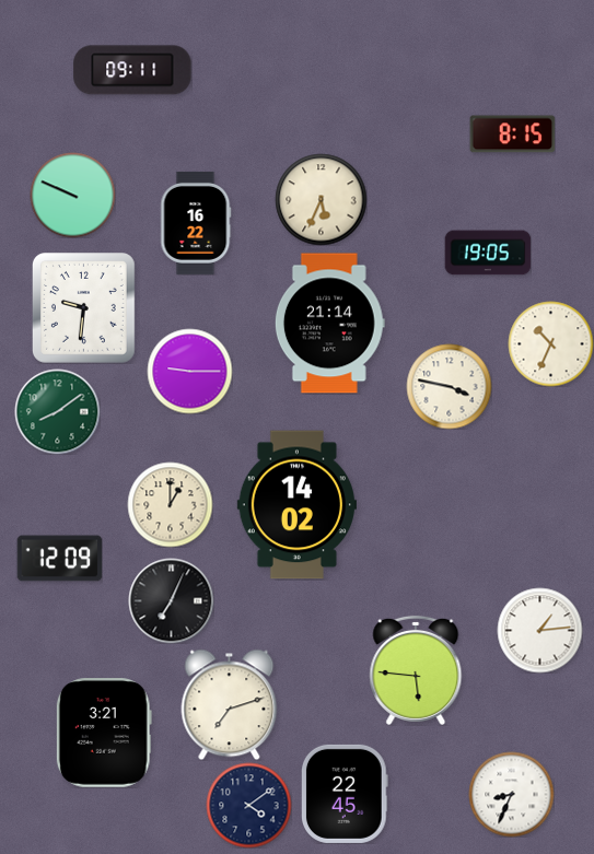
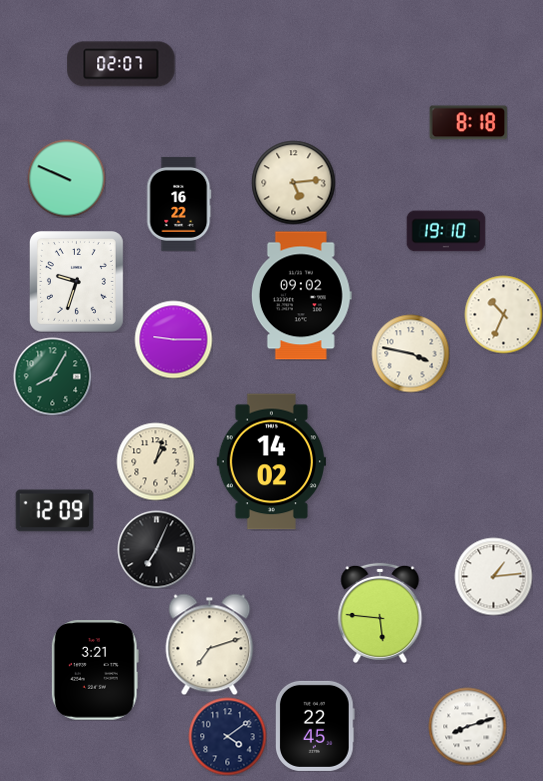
clock at (132, 70): 09:11 -> 02:07
clock at (512, 134): 8:15 -> 8:18
clock at (321, 199): 5:34 -> 5:14
clock at (488, 253): 19:05 -> 19:10
clock at (84, 308): 9:31 -> 9:33
clock at (329, 324): 21:14 -> 09:02
clock at (57, 411): 8:09 -> 8:05
clock at (170, 504): 1:00 -> 1:03
clock at (511, 794): 8:34 -> 8:12
